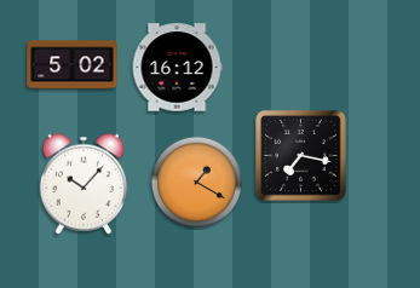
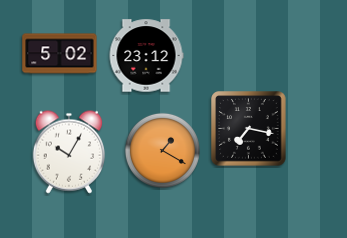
clock at (177, 68): 16:12 -> 23:12
clock at (84, 184): 10:07 -> 10:05
